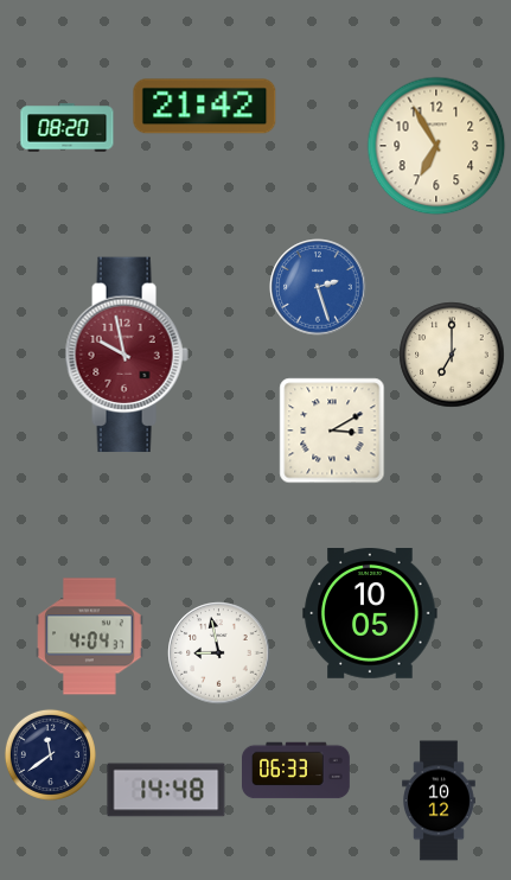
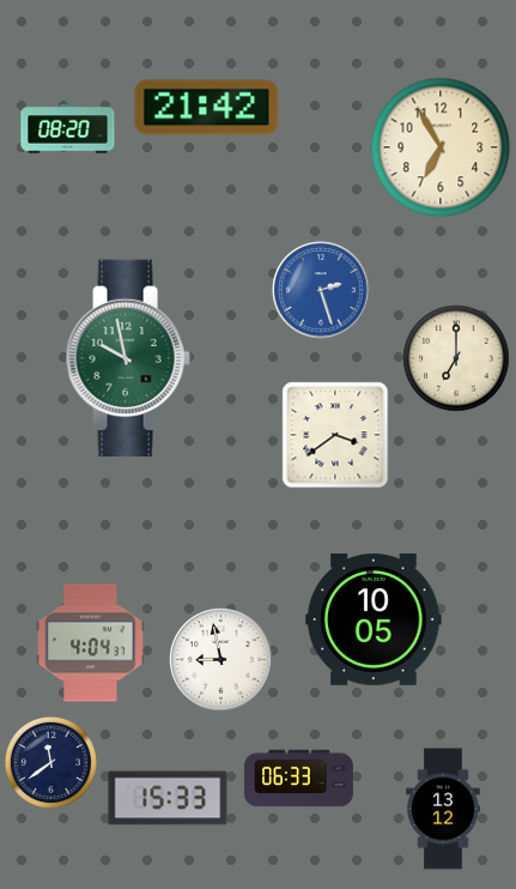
clock at (127, 355) dial: burgundy -> green
clock at (332, 431): 3:10 -> 3:39
clock at (166, 790): 14:48 -> 15:33
clock at (440, 801): 10:12 -> 13:12
